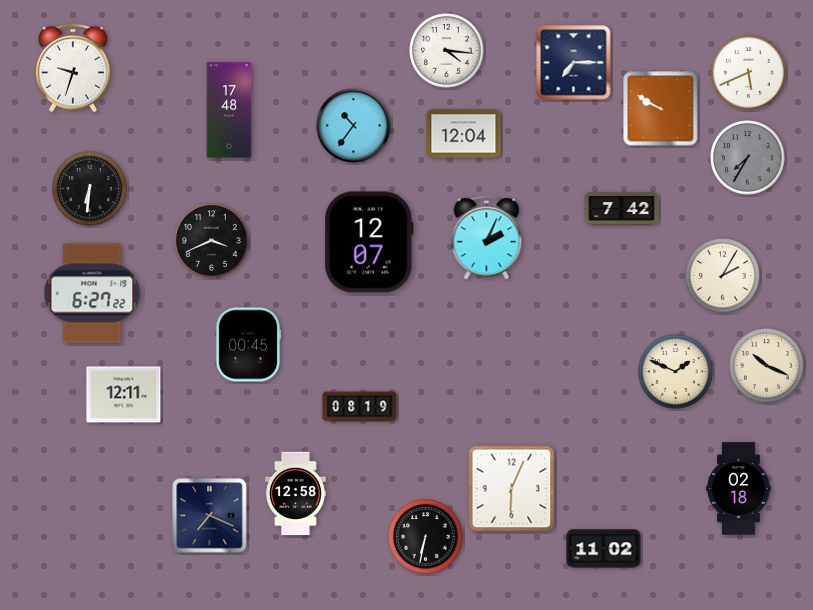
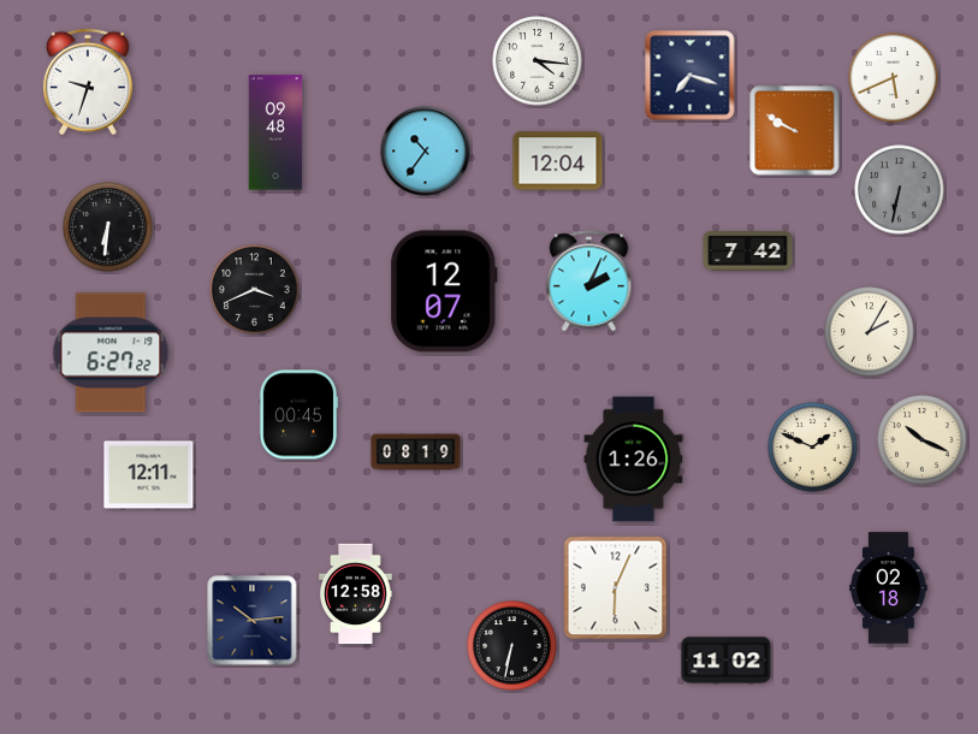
clock at (574, 63): 7:15 -> 7:18
clock at (749, 73) position: (749, 73) -> (894, 78)
clock at (229, 110): 17:48 -> 09:48
clock at (748, 158): 7:35 -> 6:32
clock at (487, 238) position: (487, 238) -> (589, 282)
clock at (634, 460): none -> 1:26
clock at (360, 407) position: (360, 407) -> (416, 452)
clock at (210, 516): 7:19 -> 10:14
